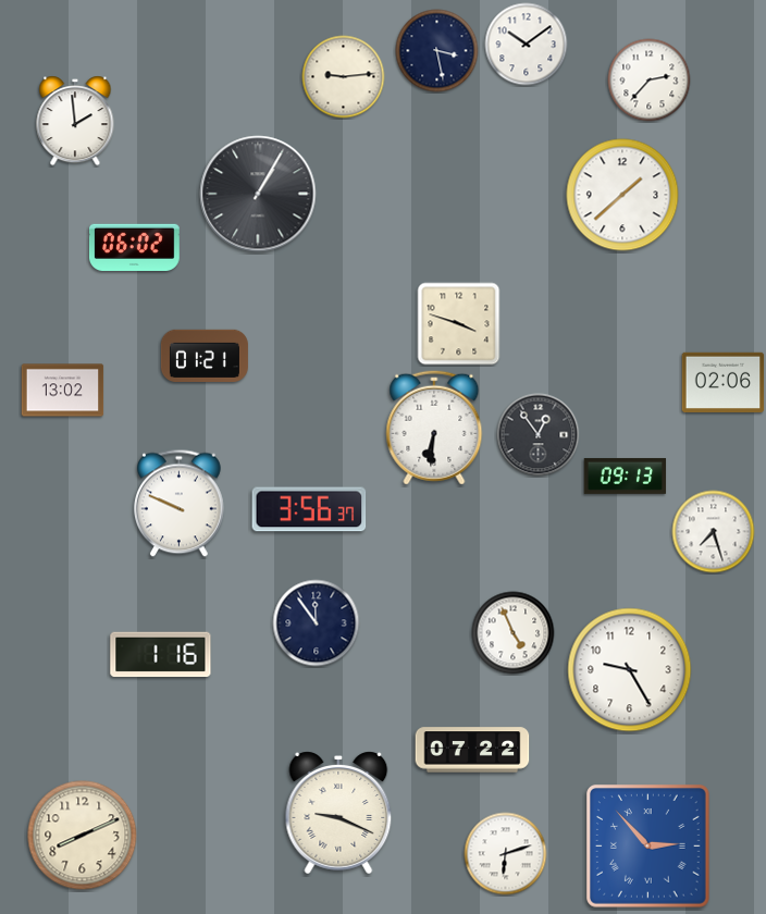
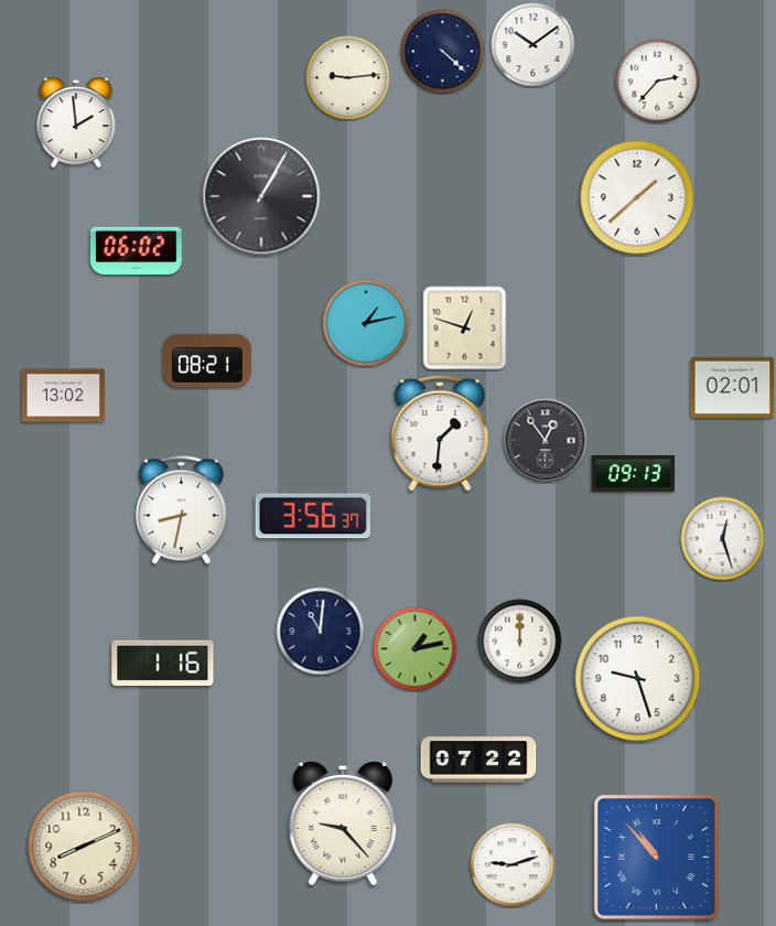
clock at (437, 51): 3:28 -> 4:22
clock at (622, 195) position: (622, 195) -> (637, 197)
clock at (366, 323): none -> 1:13
clock at (459, 324): 3:48 -> 12:48
clock at (205, 355): 01:21 -> 08:21
clock at (724, 382): 02:06 -> 02:01
clock at (434, 428): 6:31 -> 1:31
clock at (626, 475) position: (626, 475) -> (634, 473)
clock at (180, 504): 9:49 -> 8:32
clock at (714, 532): 7:27 -> 12:27
clock at (317, 623): 11:54 -> 11:01
clock at (514, 633): 4:56 -> 12:00
clock at (416, 649): none -> 1:13
clock at (630, 670): 9:25 -> 9:27
clock at (338, 813): 9:19 -> 9:23
clock at (648, 847): 2:53 -> 10:53
clock at (506, 854): 6:12 -> 9:12
